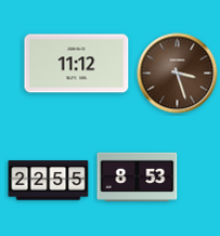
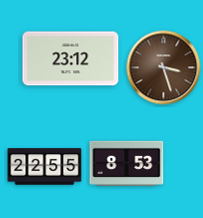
clock at (77, 64): 11:12 -> 23:12
